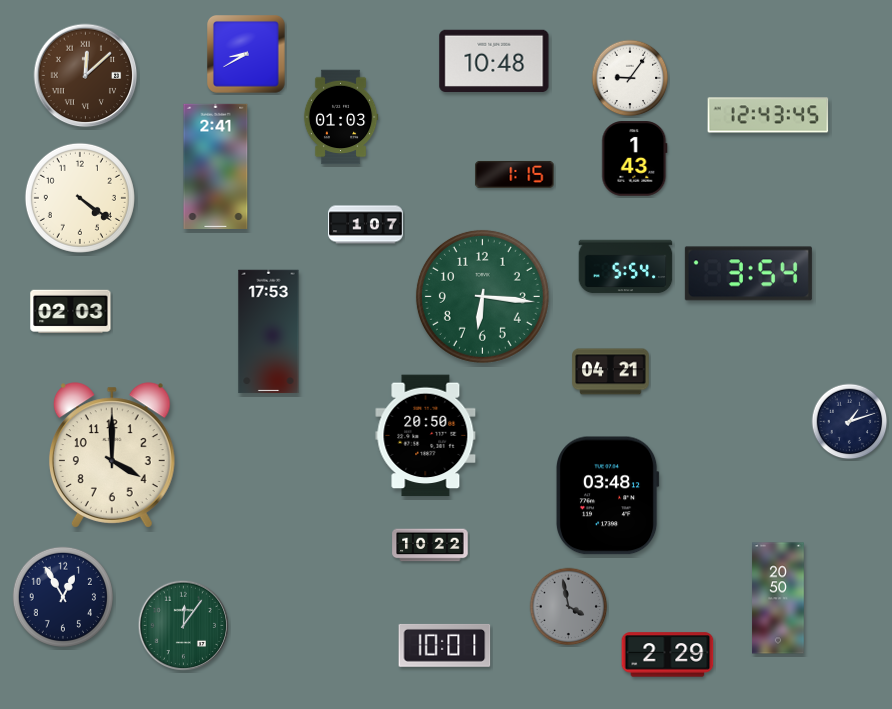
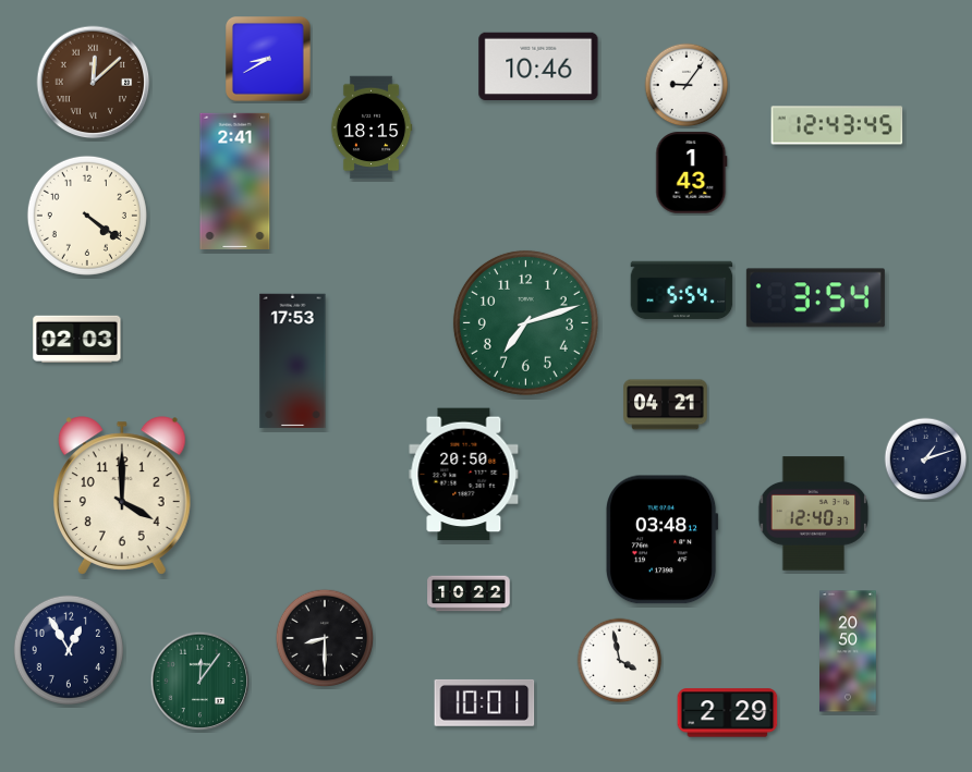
clock at (494, 60): 10:48 -> 10:46
clock at (341, 117): 01:03 -> 18:15
clock at (515, 174): 1:15 -> none
clock at (366, 225): 1:07 -> none
clock at (482, 296): 6:16 -> 7:12
clock at (814, 514): none -> 12:40
clock at (325, 638): none -> 8:30
clock at (569, 607) dial: grey -> white
